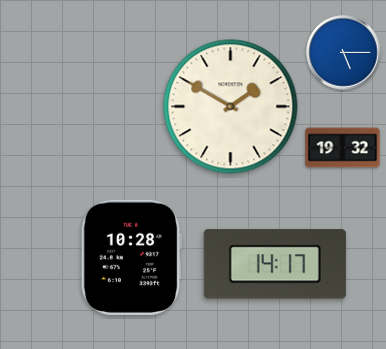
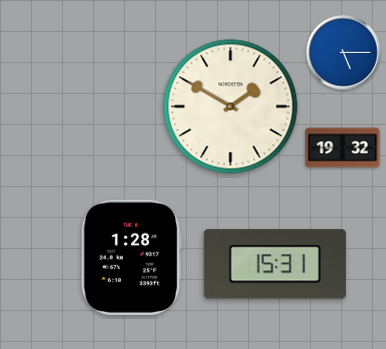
clock at (131, 257): 10:28 -> 1:28
clock at (275, 264): 14:17 -> 15:31
